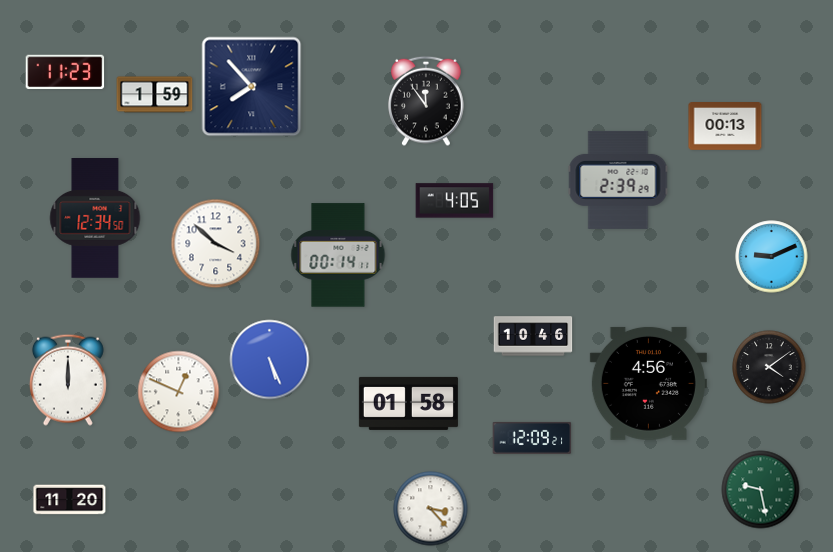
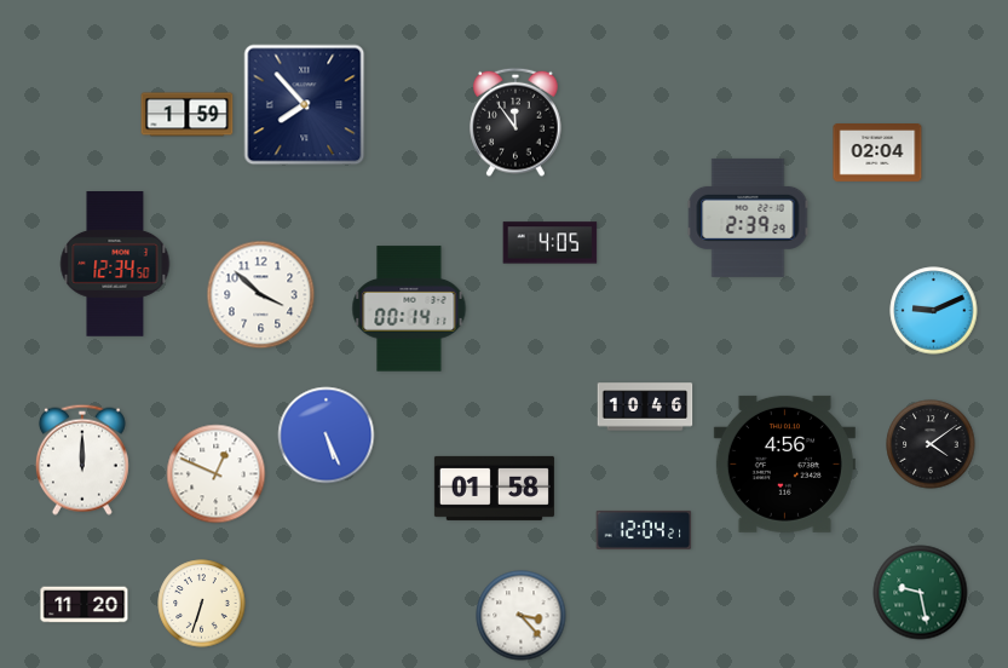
clock at (65, 72): 11:23 -> none
clock at (725, 127): 00:13 -> 02:04
clock at (532, 438): 12:09 -> 12:04
clock at (202, 604): none -> 6:33
